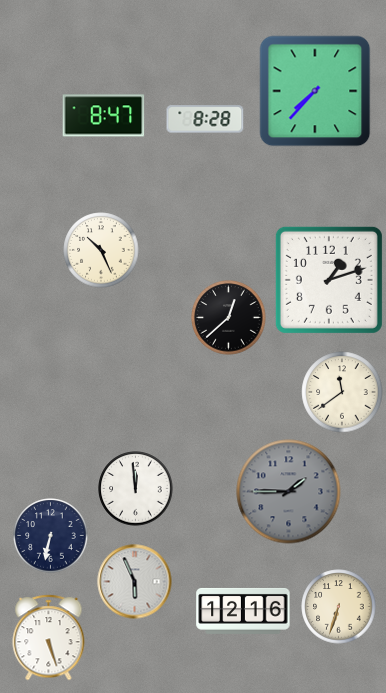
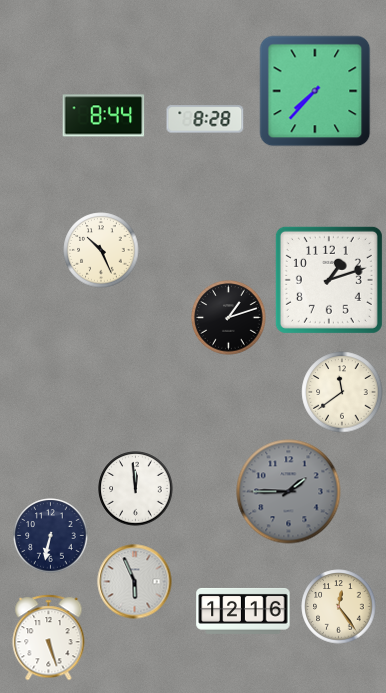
clock at (104, 116): 8:47 -> 8:44
clock at (229, 318): 12:38 -> 1:12
clock at (339, 607): 6:33 -> 12:24
